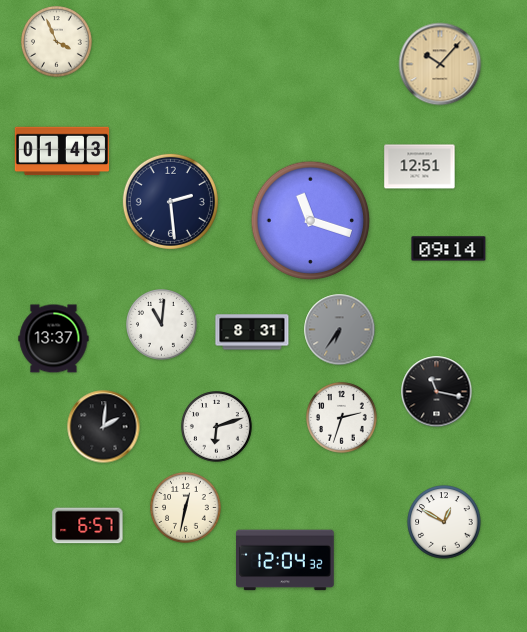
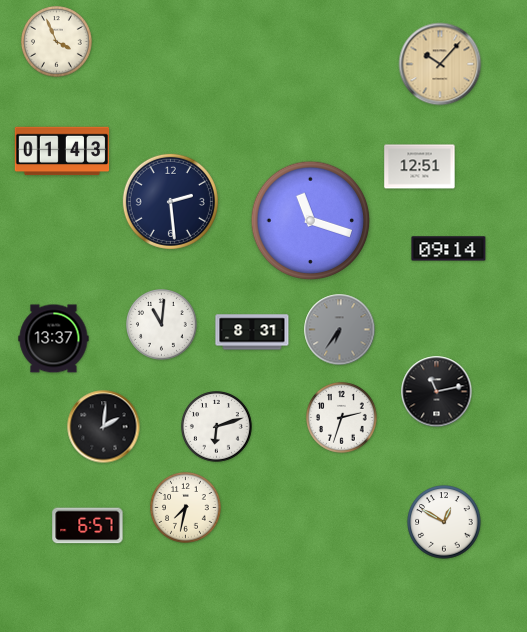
clock at (437, 392): 11:17 -> 11:13
clock at (186, 508): 12:32 -> 7:32
clock at (285, 560): 12:04 -> none
